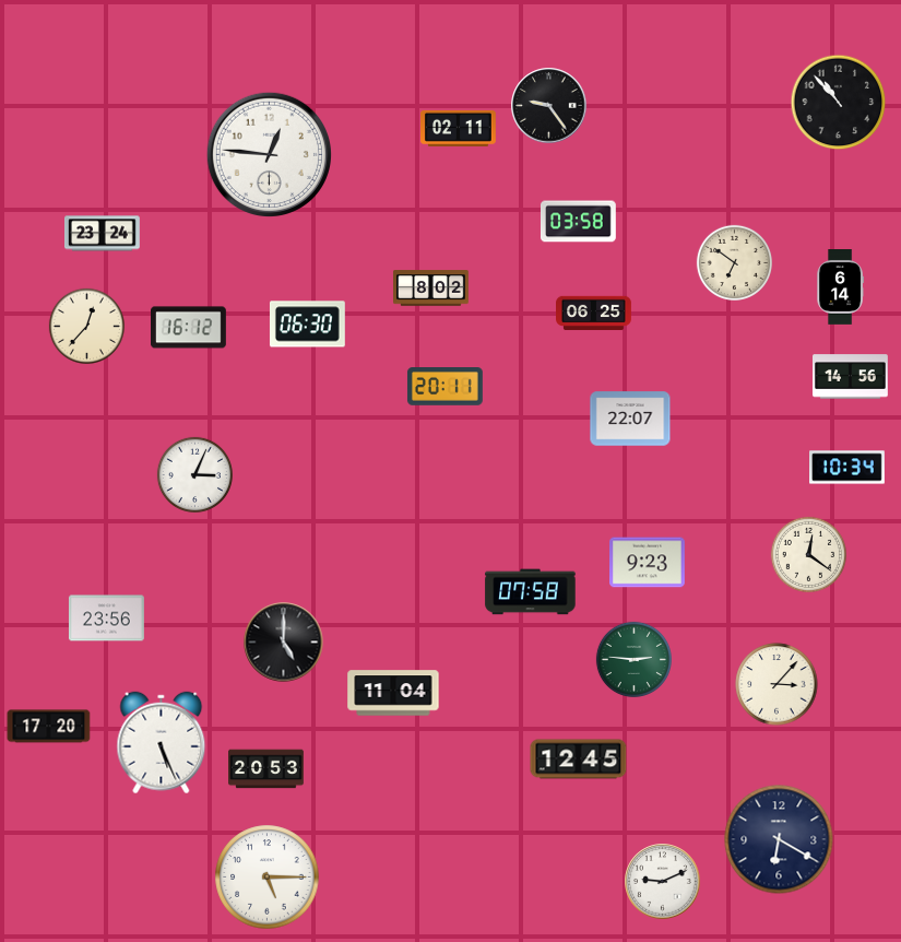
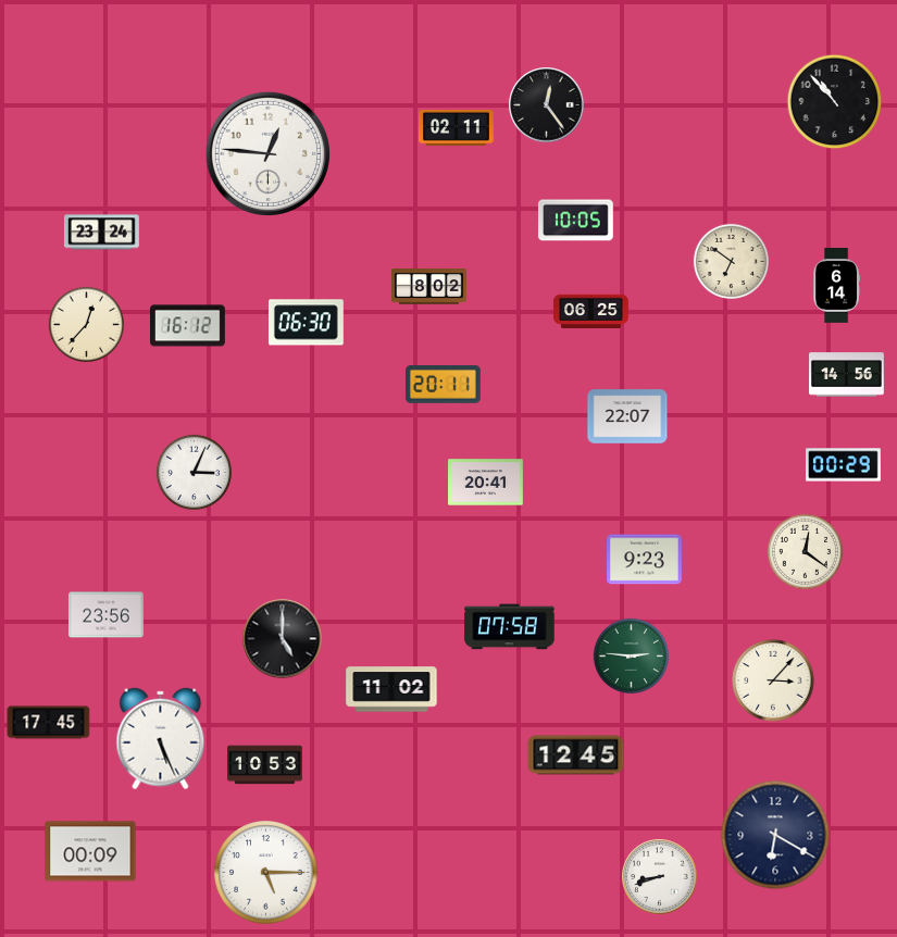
clock at (549, 106): 9:24 -> 12:24
clock at (578, 222): 03:58 -> 10:05
clock at (847, 468): 10:34 -> 00:29
clock at (486, 483): none -> 20:41
clock at (531, 592) position: (531, 592) -> (510, 627)
clock at (393, 693): 11:04 -> 11:02
clock at (49, 727): 17:20 -> 17:45
clock at (266, 769): 20:53 -> 10:53
clock at (90, 851): none -> 00:09
clock at (663, 882): 9:11 -> 8:42
